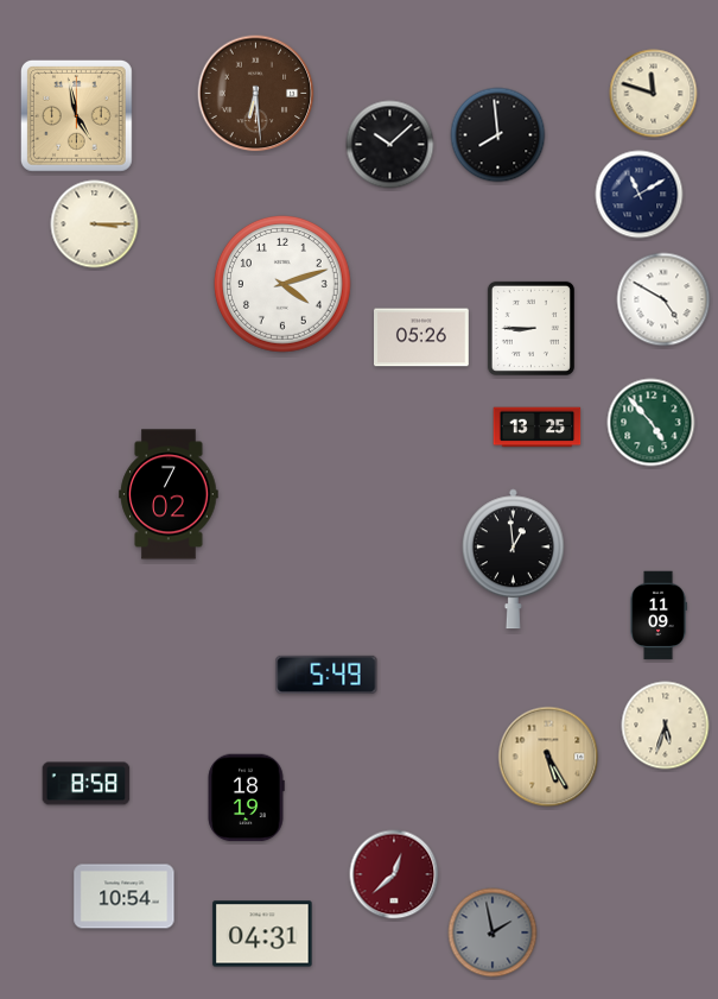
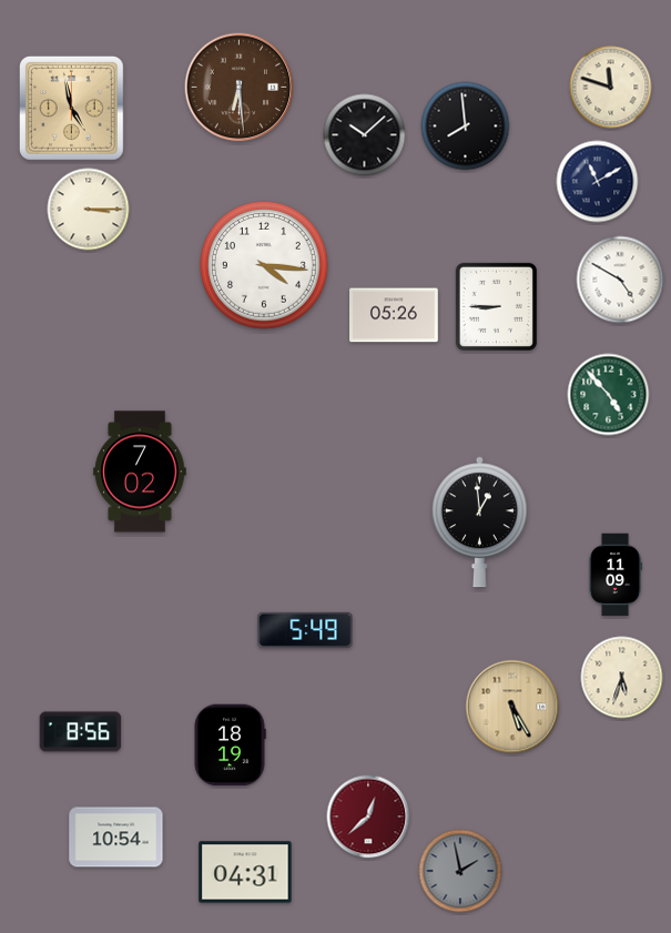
clock at (282, 284): 4:12 -> 4:16
clock at (538, 428): 13:25 -> none
clock at (169, 494) position: (169, 494) -> (140, 471)
clock at (87, 784): 8:58 -> 8:56
